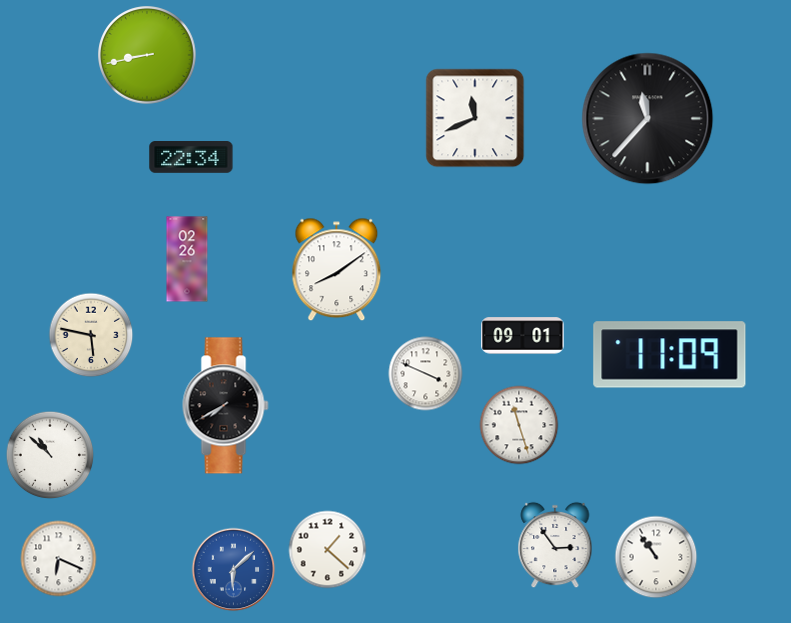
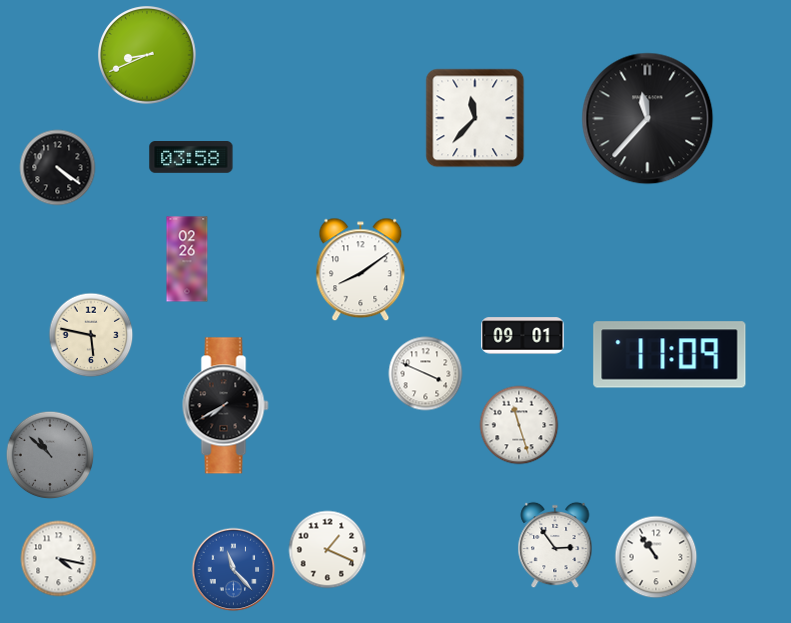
clock at (147, 55): 8:43 -> 8:41
clock at (475, 118): 11:41 -> 11:37
clock at (191, 158): 22:34 -> 03:58
clock at (58, 168): none -> 4:21
clock at (337, 270) position: (337, 270) -> (361, 270)
clock at (50, 455) dial: white -> grey
clock at (328, 550): 1:22 -> 1:19
clock at (59, 559): 6:19 -> 4:17
clock at (234, 570): 6:08 -> 11:23
